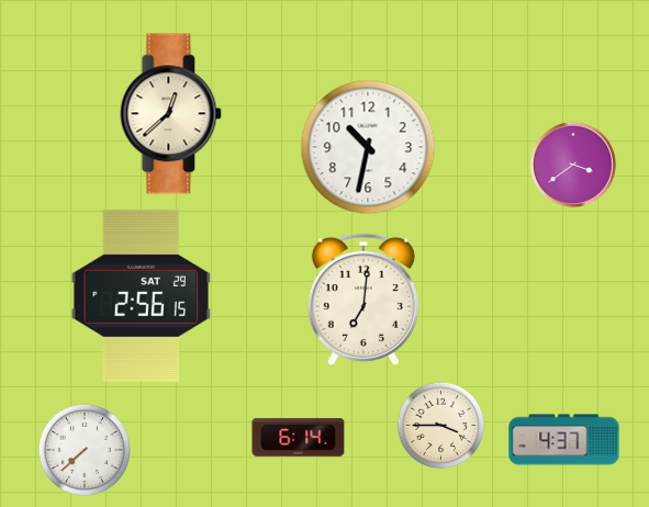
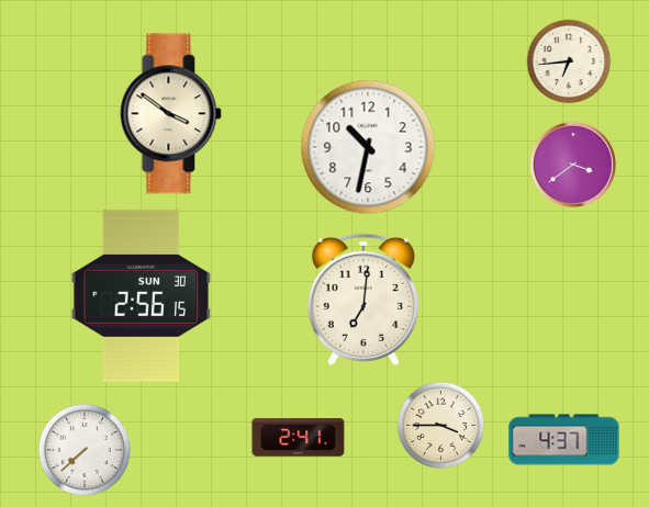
clock at (569, 61): none -> 6:44
clock at (171, 114): 12:38 -> 3:51
clock at (142, 295) date: SAT 29 -> SUN 30
clock at (299, 438): 6:14 -> 2:41
